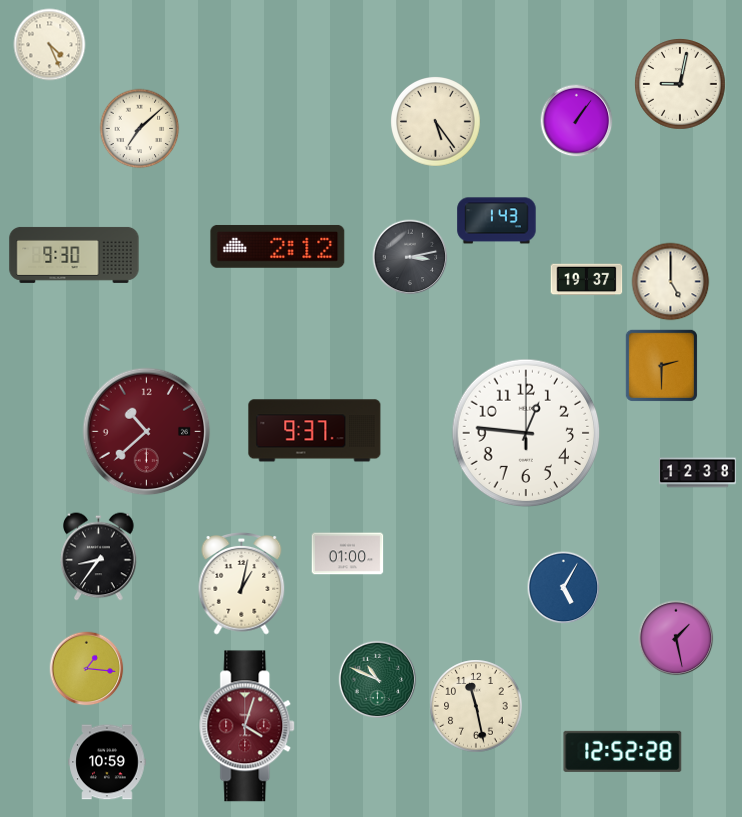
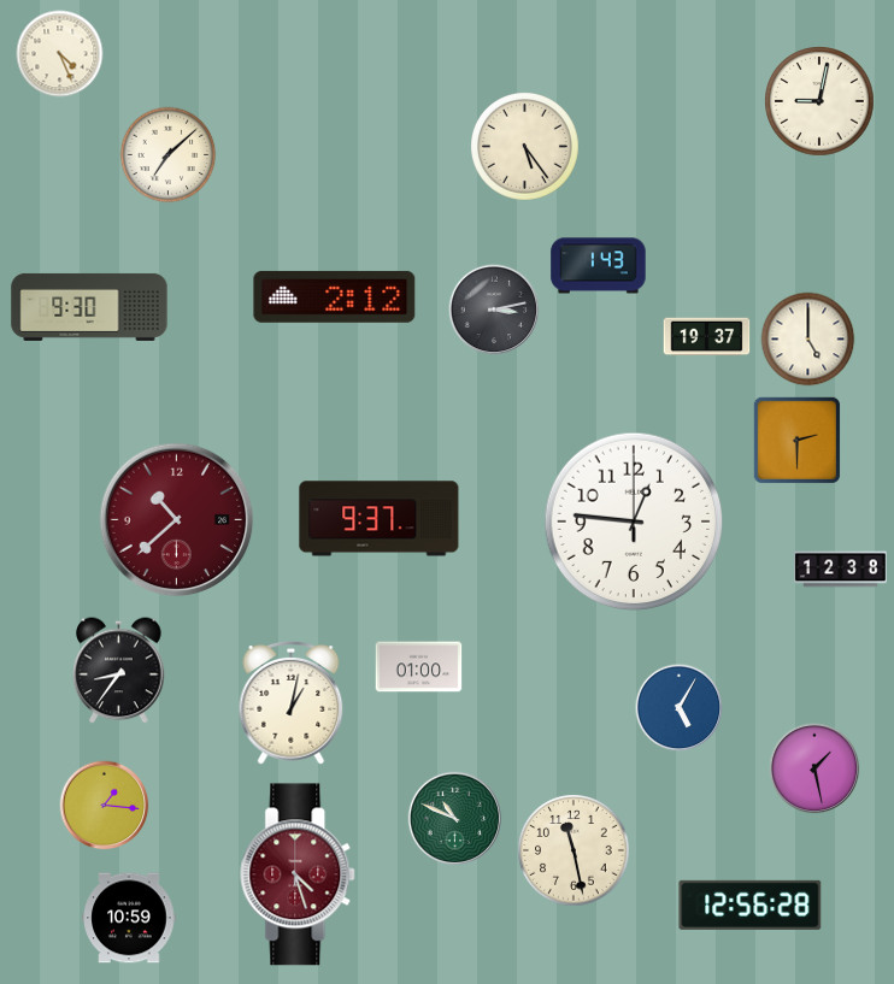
clock at (577, 121): 1:06 -> none
clock at (248, 726): 4:03 -> 4:27
clock at (623, 751): 12:52 -> 12:56
